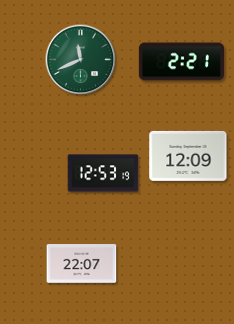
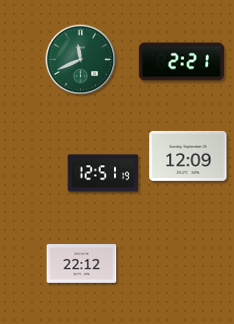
clock at (103, 173): 12:53 -> 12:51
clock at (82, 264): 22:07 -> 22:12
